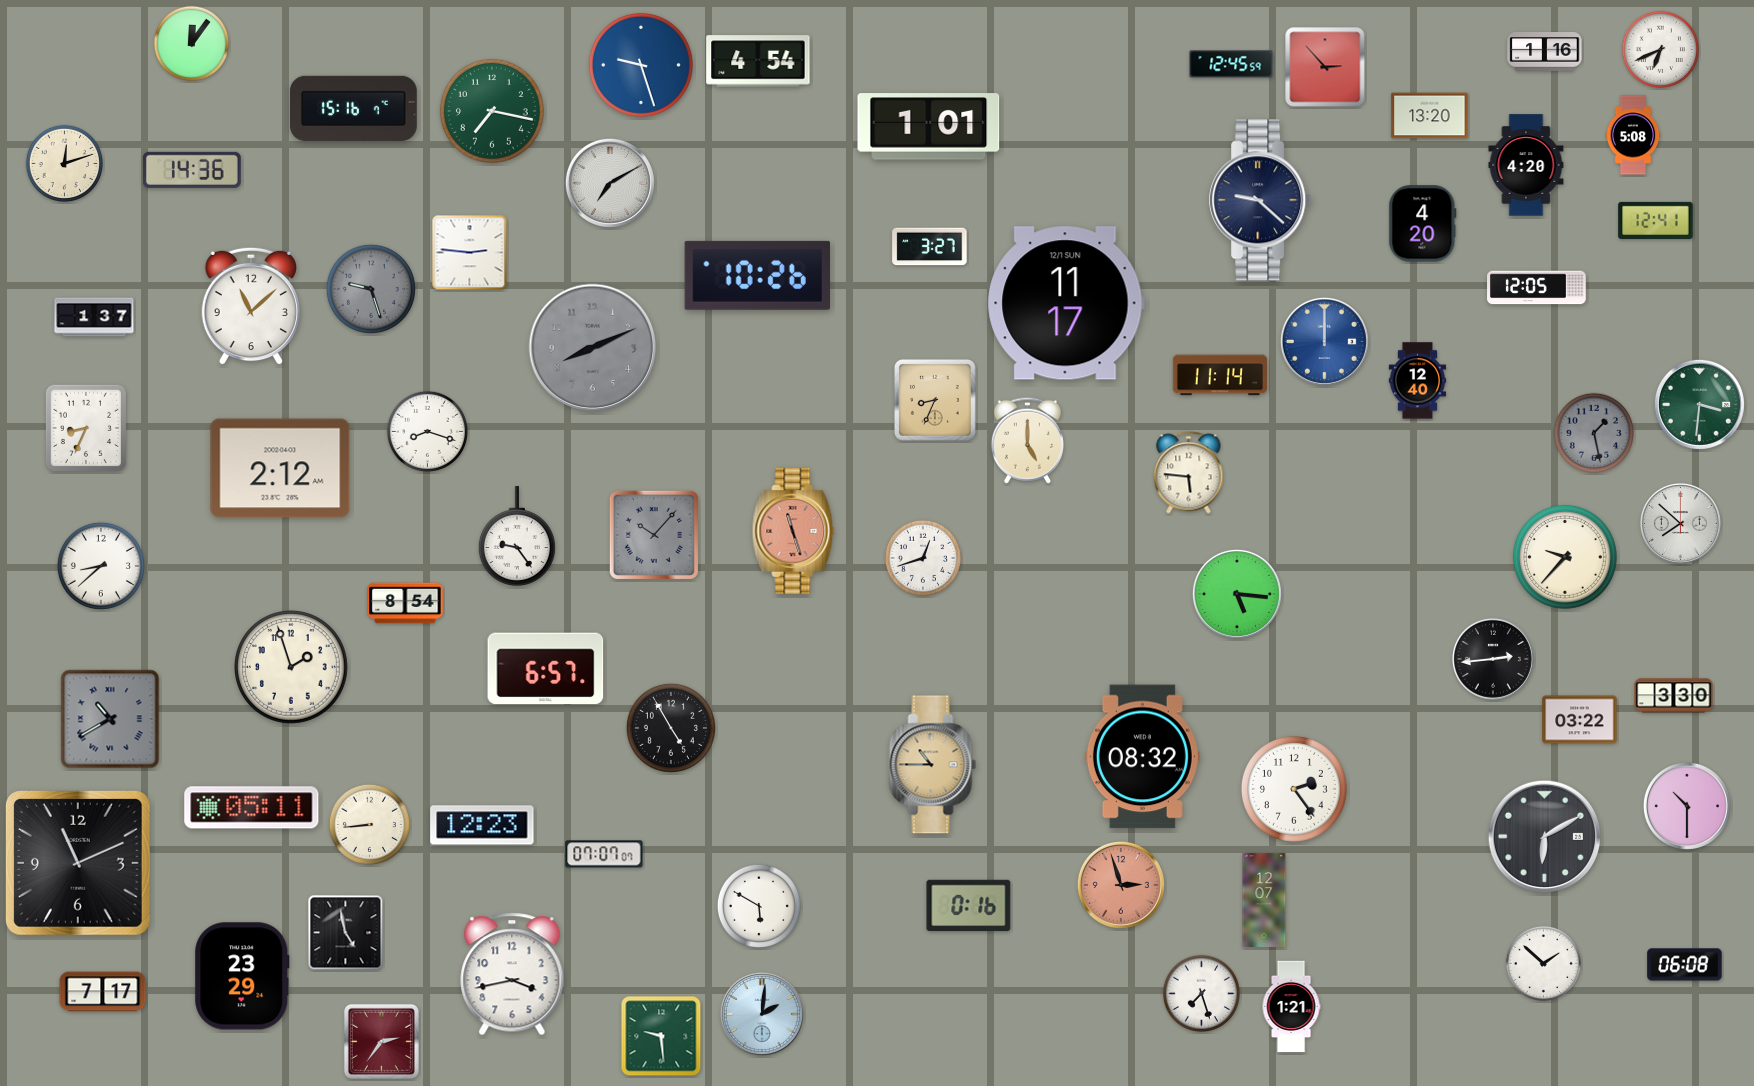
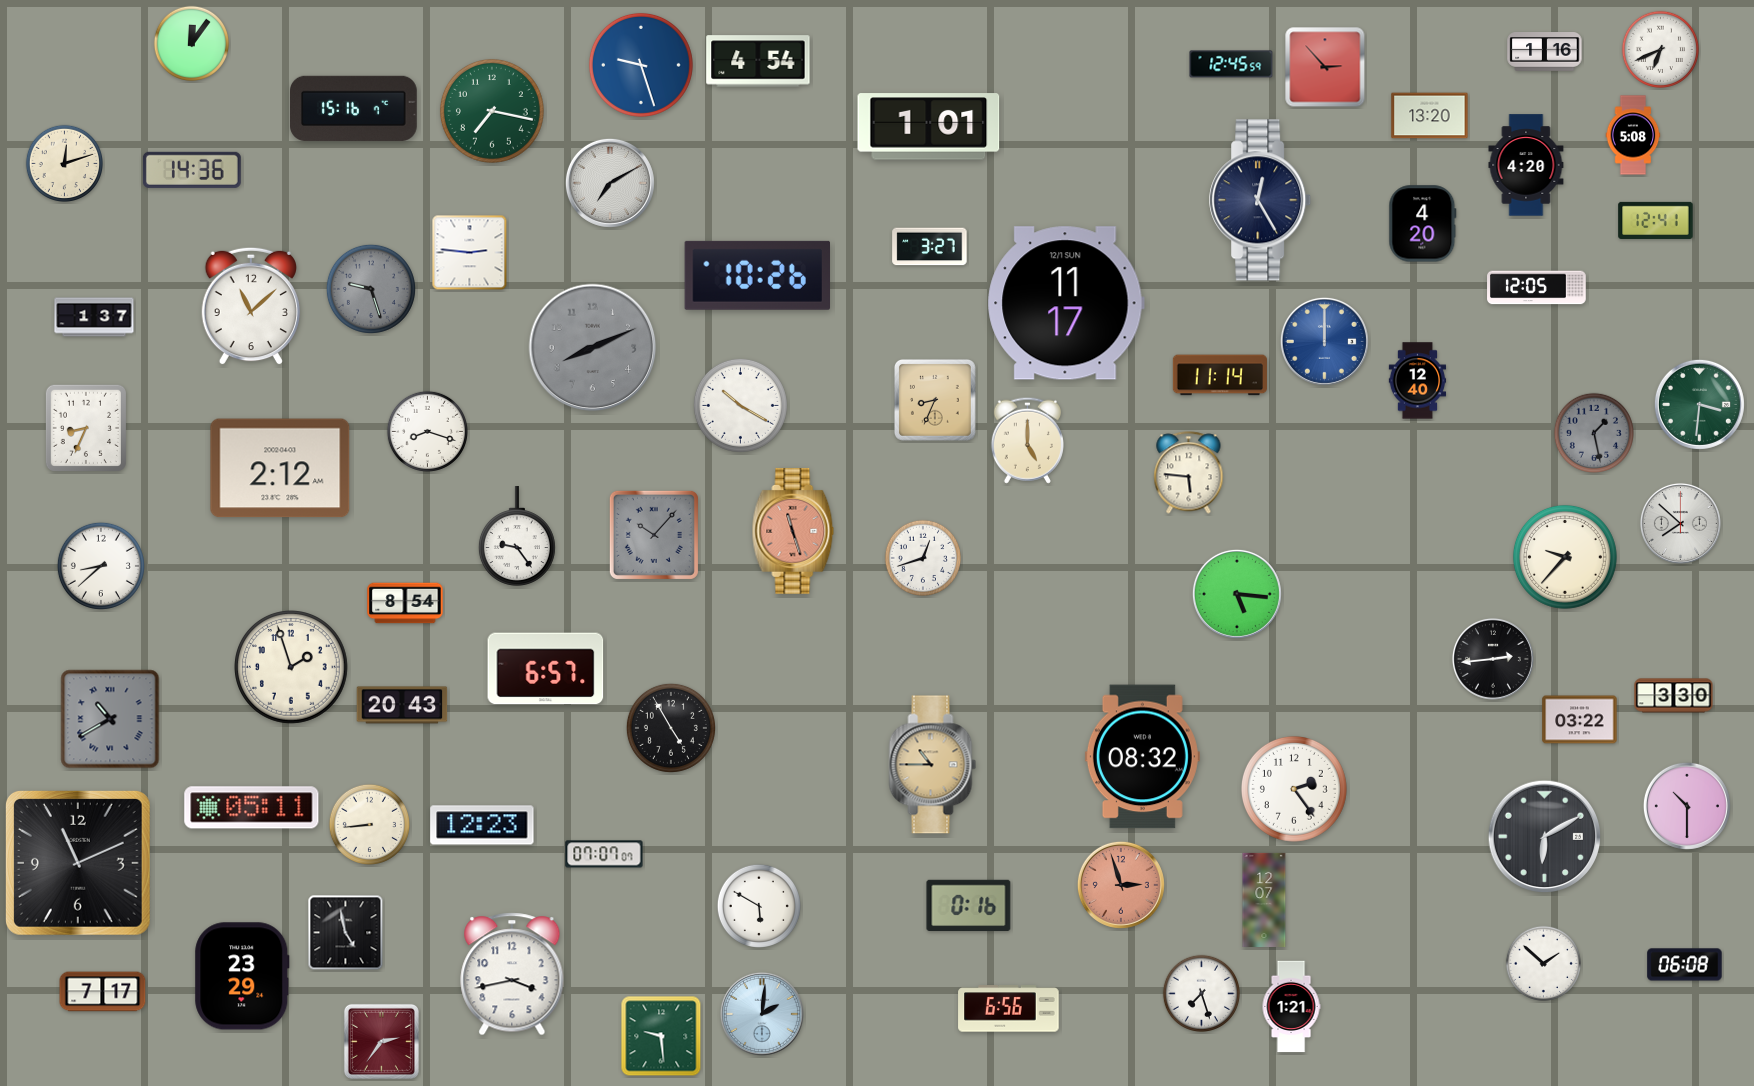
clock at (1261, 200): 9:22 -> 12:25
clock at (740, 405): none -> 10:20
clock at (402, 705): none -> 20:43
clock at (1009, 1009): none -> 6:56
